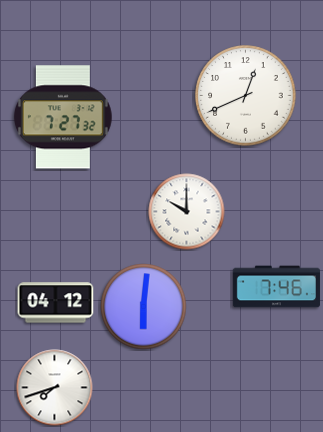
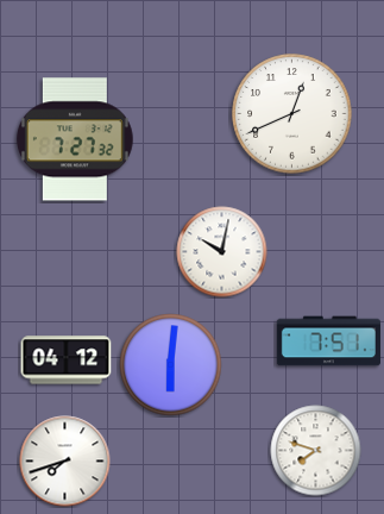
clock at (187, 212): 10:00 -> 10:02
clock at (276, 287): 7:46 -> 7:51
clock at (316, 451): none -> 7:48
